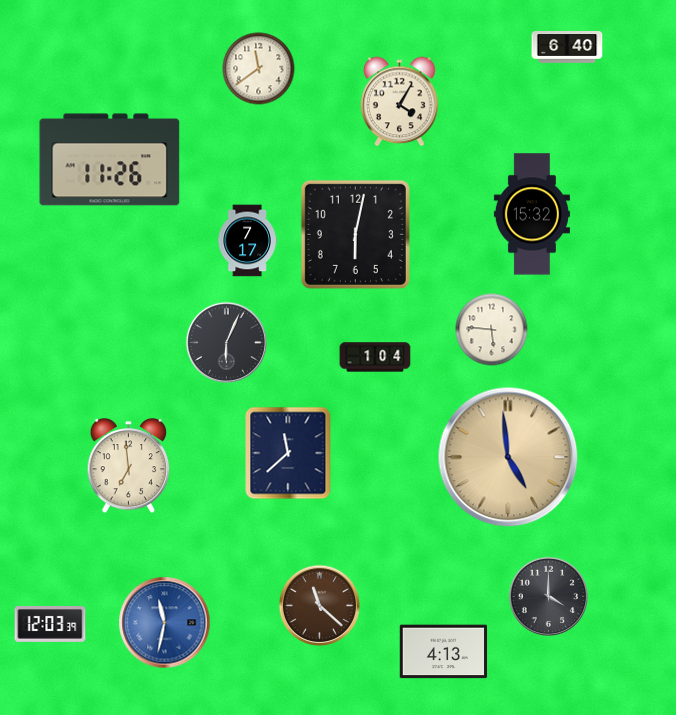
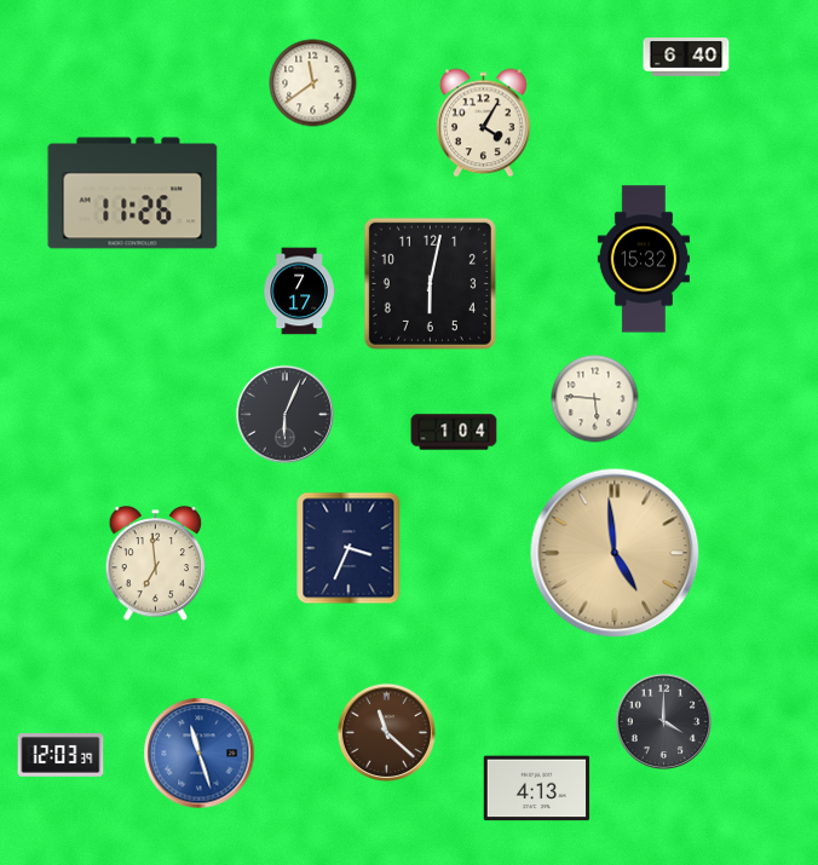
clock at (226, 342) position: (226, 342) -> (284, 414)
clock at (288, 453): 11:38 -> 3:34
clock at (165, 623): 11:32 -> 11:27
